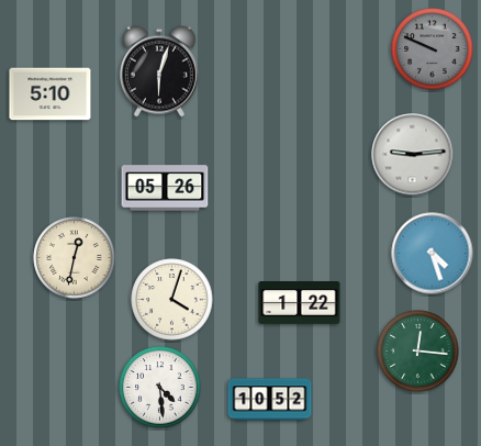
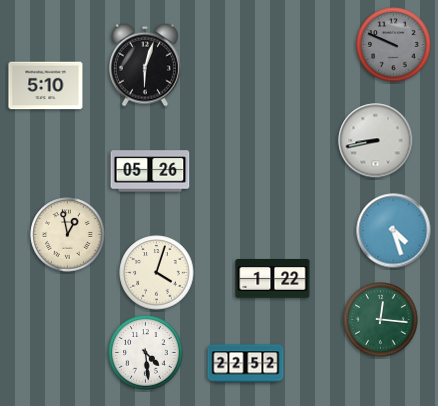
clock at (413, 155): 9:14 -> 8:43
clock at (75, 258): 12:32 -> 12:58
clock at (300, 303) position: (300, 303) -> (273, 279)
clock at (270, 400): 10:52 -> 22:52
